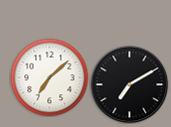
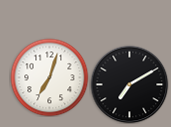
clock at (49, 77): 7:08 -> 7:03
